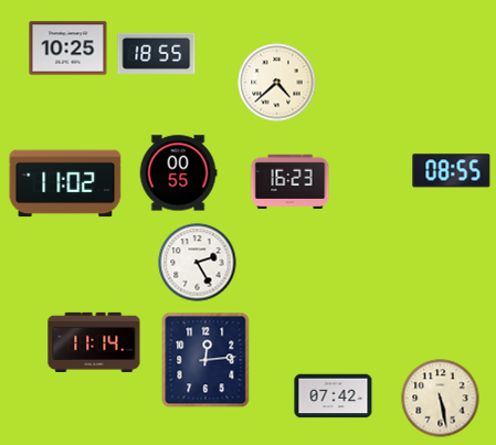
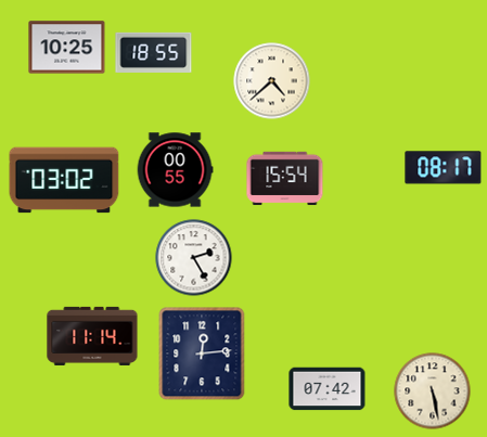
clock at (452, 171): 08:55 -> 08:17
clock at (291, 182): 16:23 -> 15:54
clock at (65, 183): 11:02 -> 03:02
